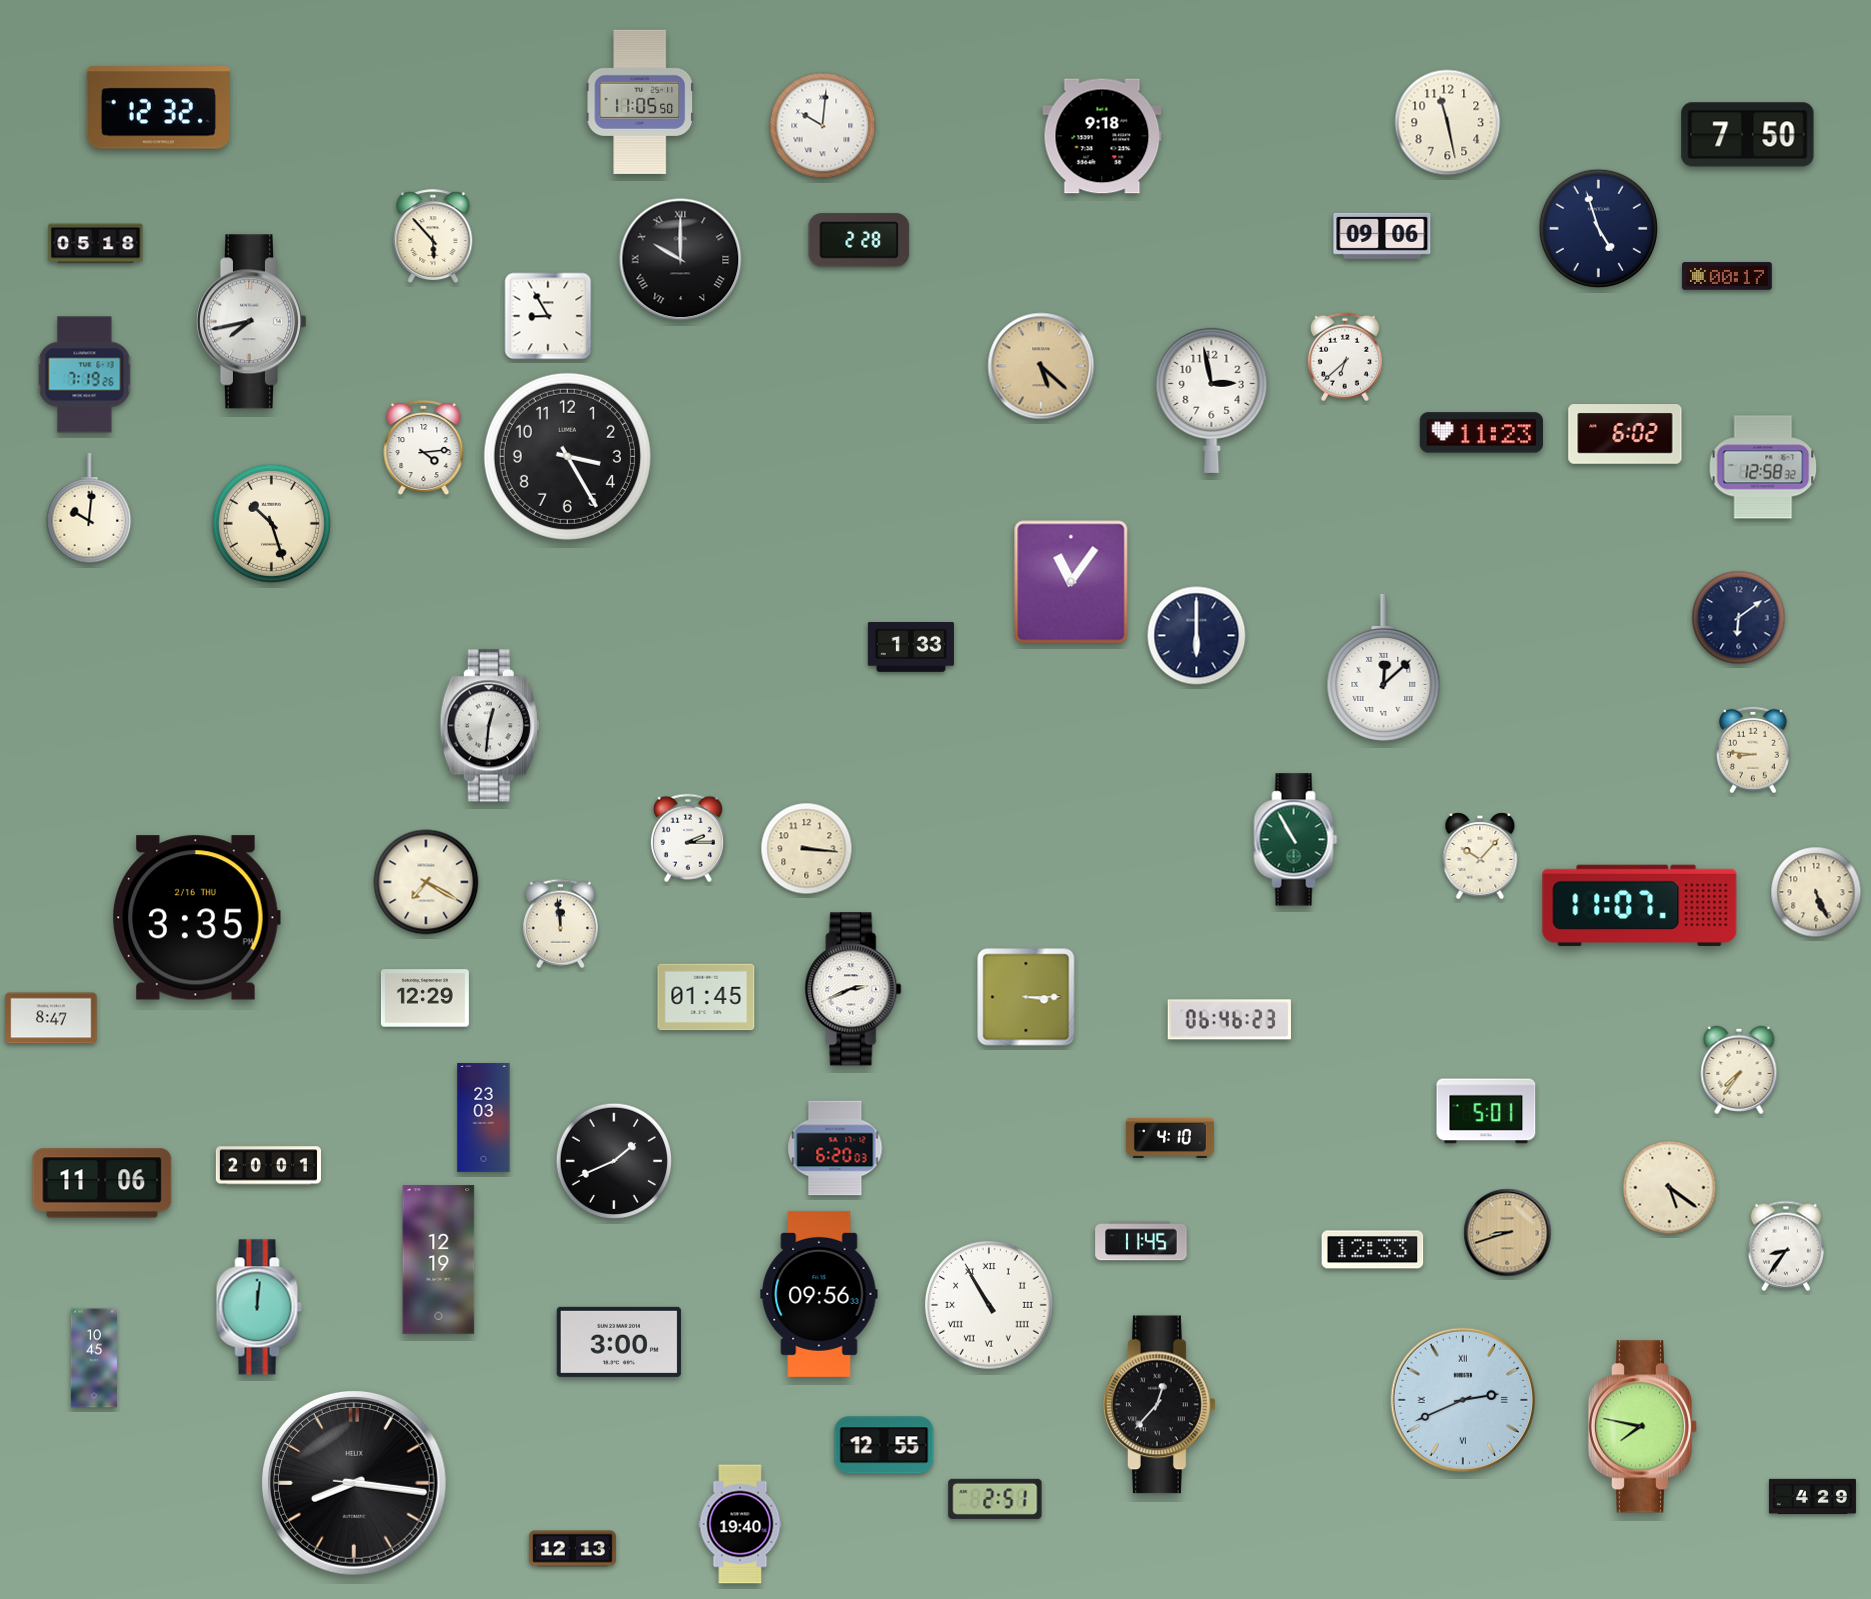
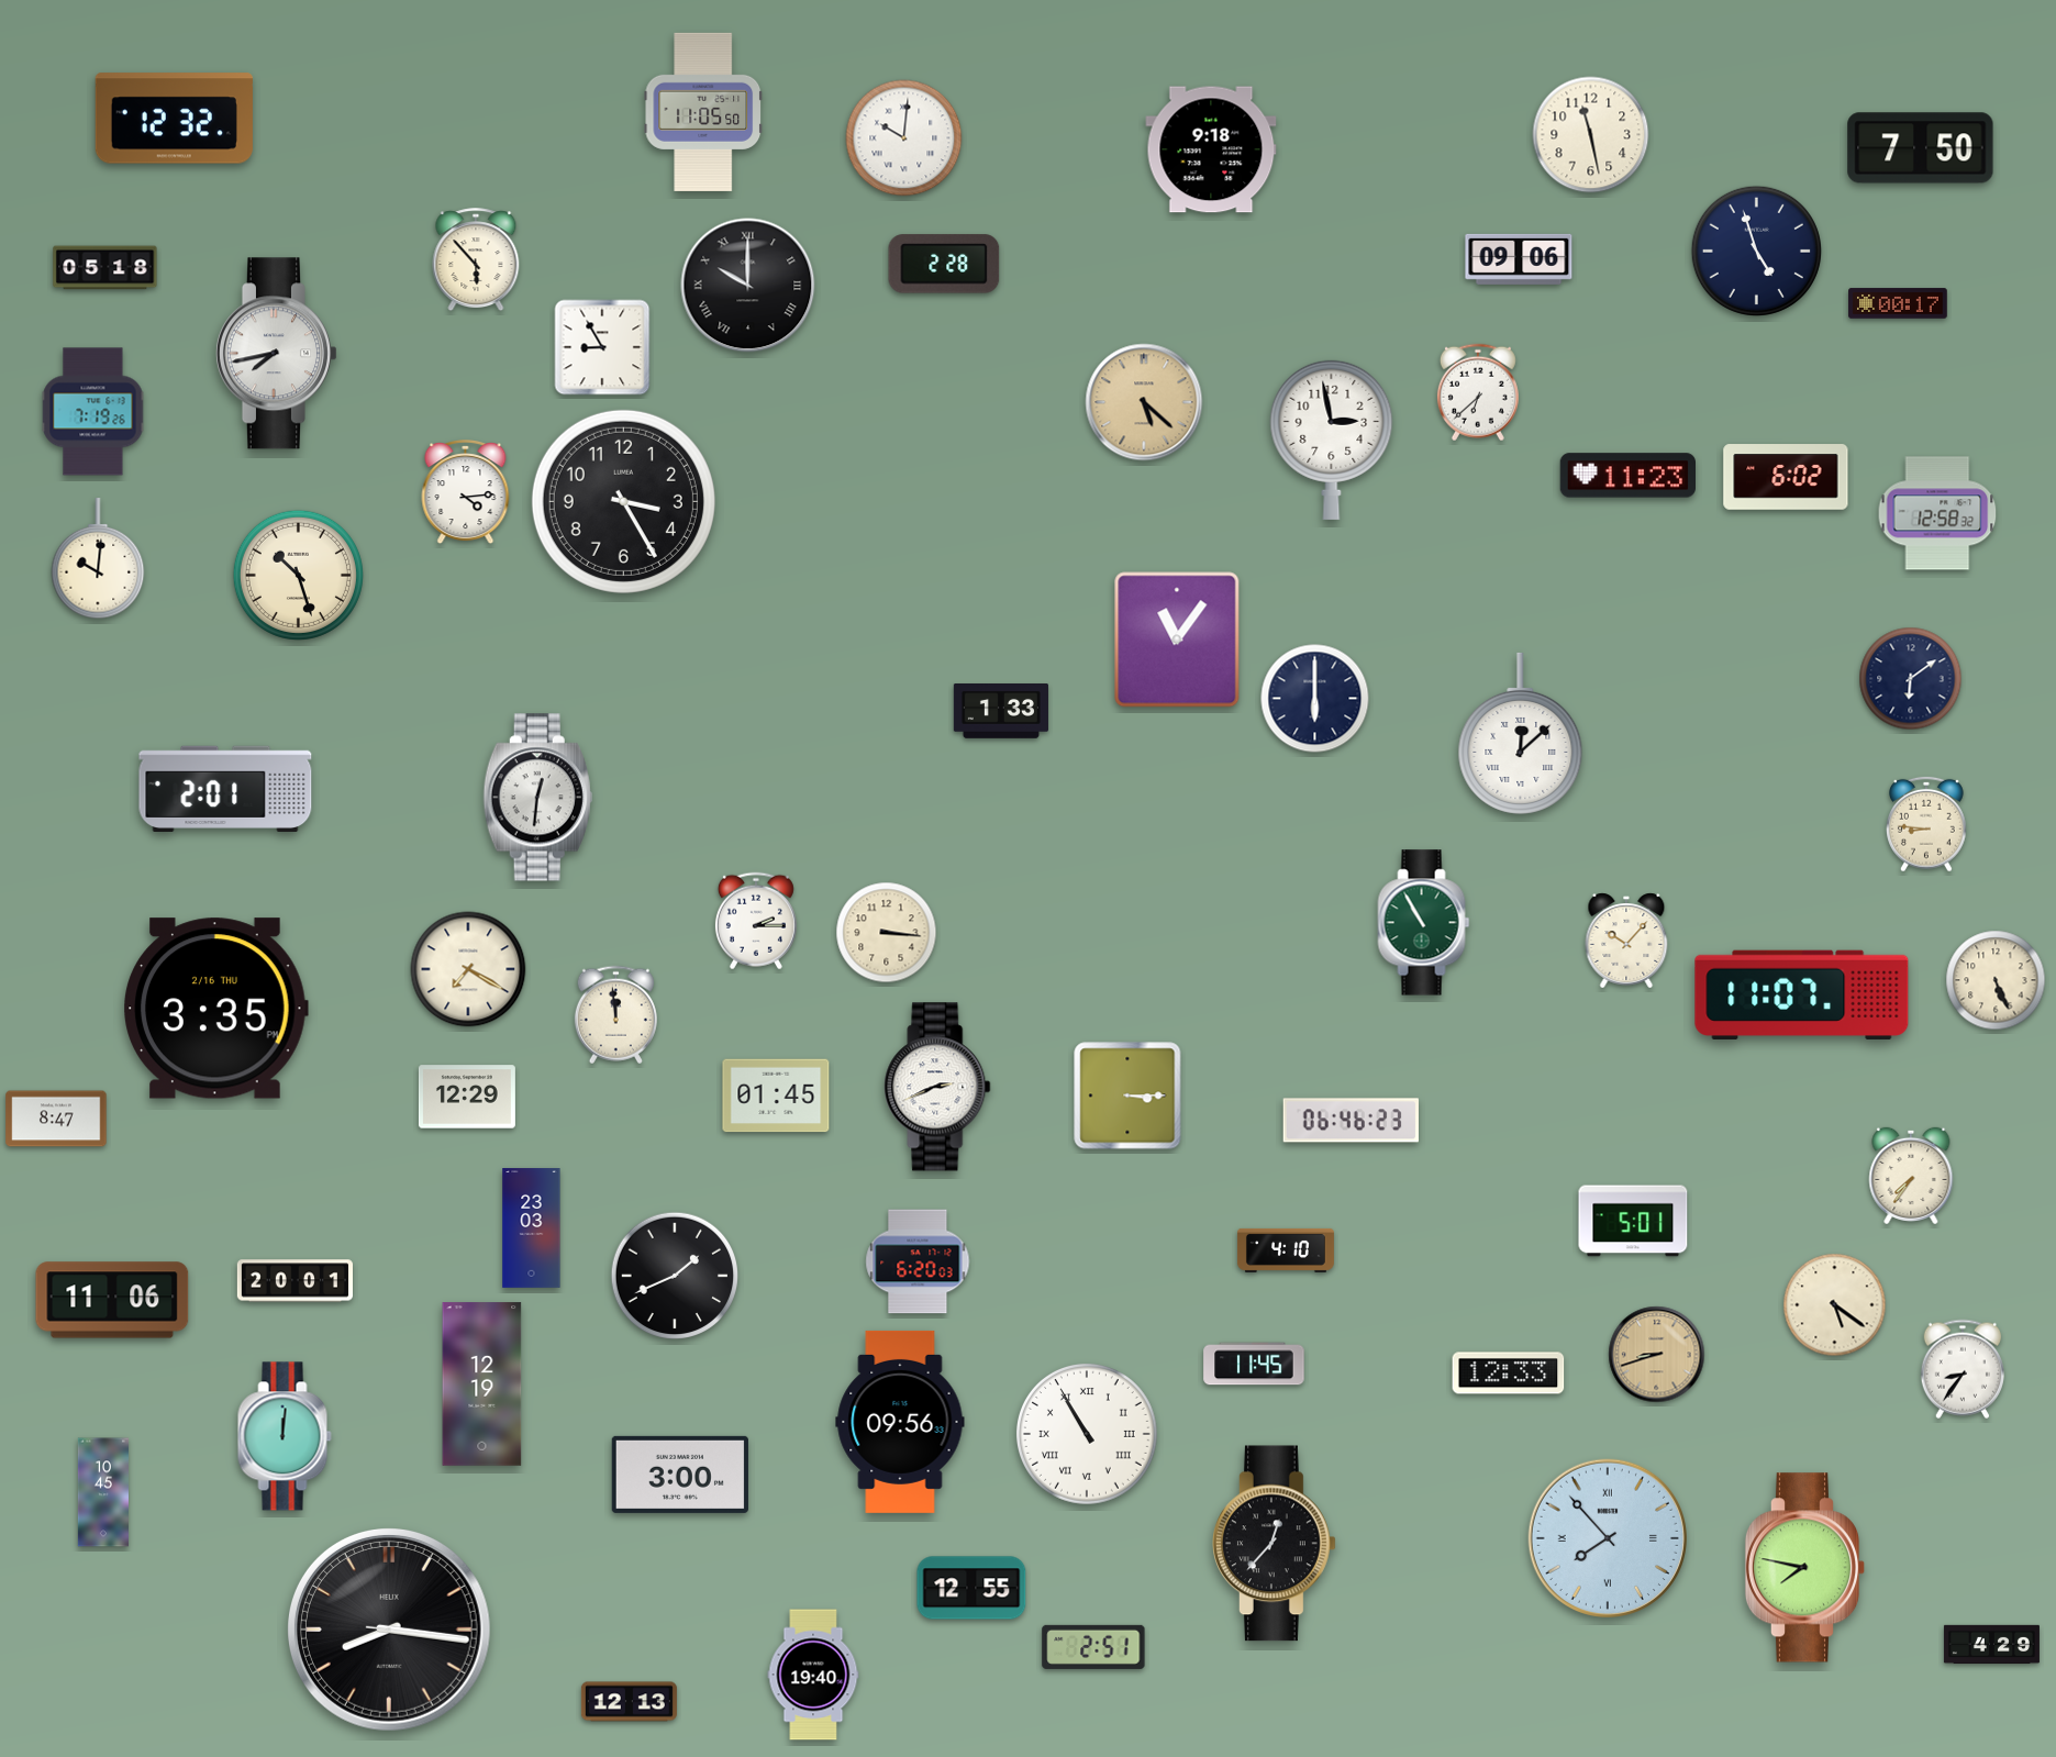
clock at (225, 788): none -> 2:01
clock at (1462, 1399): 2:41 -> 7:53
